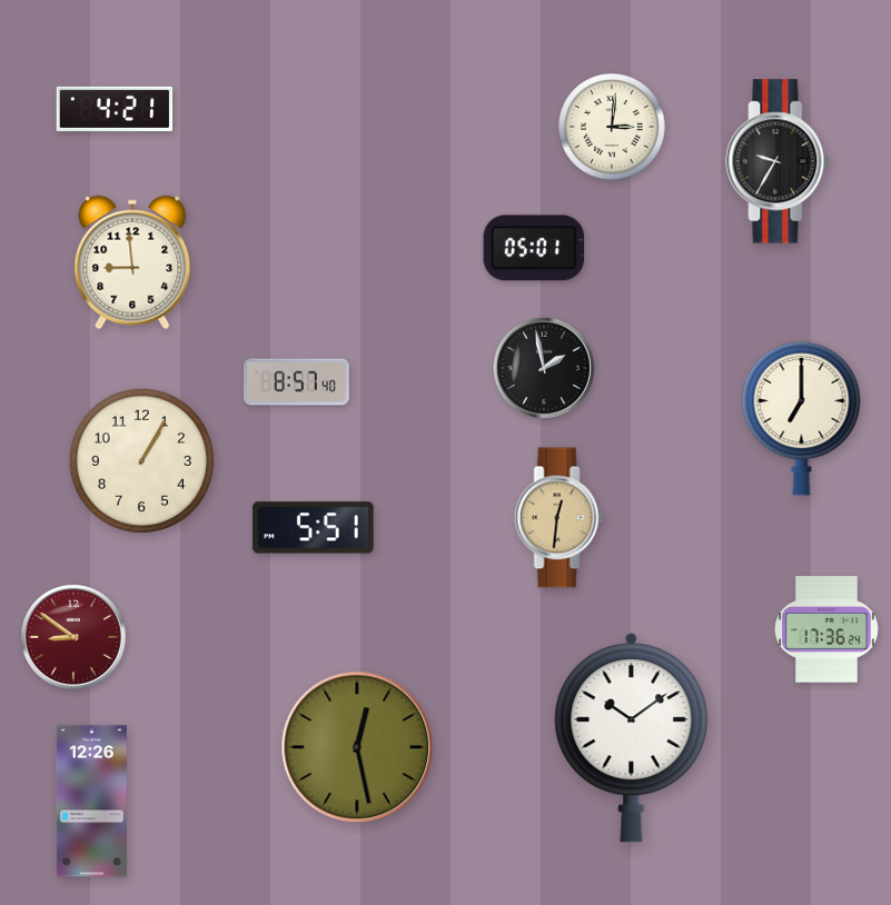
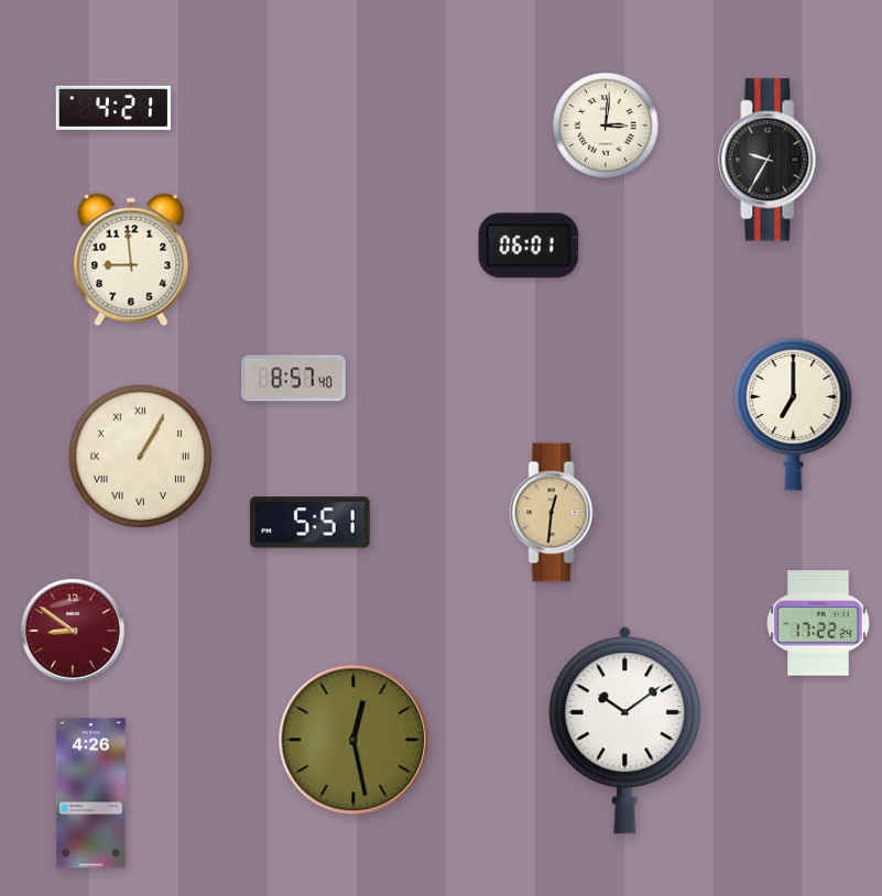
clock at (534, 248): 05:01 -> 06:01
clock at (544, 368): 1:58 -> none
clock at (142, 461) numerals: Arabic -> Roman
clock at (826, 629): 17:36 -> 17:22
clock at (91, 802): 12:26 -> 4:26
